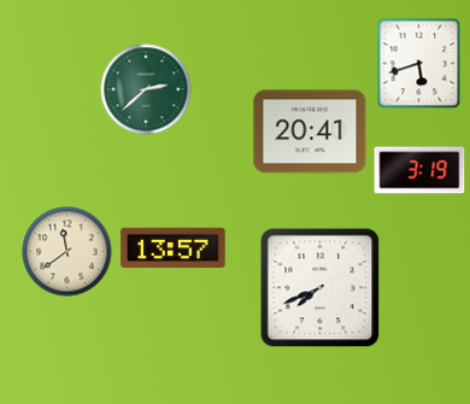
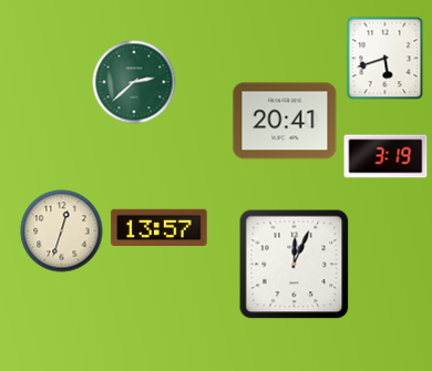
clock at (67, 252): 11:39 -> 12:33
clock at (321, 288): 7:41 -> 12:04
